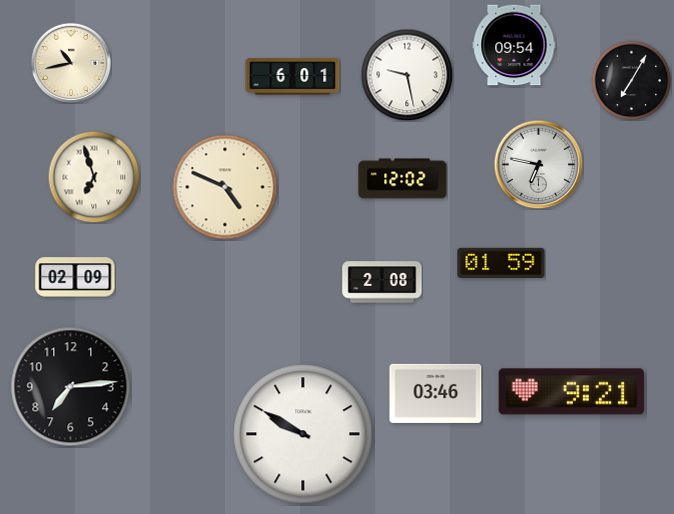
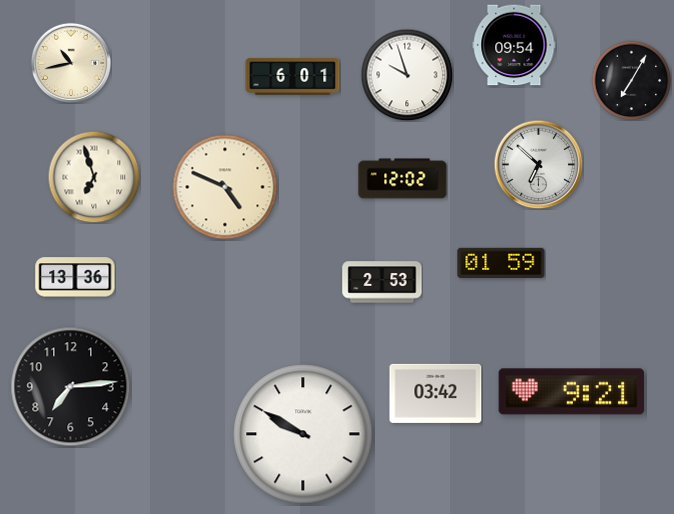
clock at (407, 75): 9:28 -> 9:57
clock at (538, 164): 6:47 -> 6:52
clock at (75, 277): 02:09 -> 13:36
clock at (382, 282): 2:08 -> 2:53
clock at (436, 393): 03:46 -> 03:42
